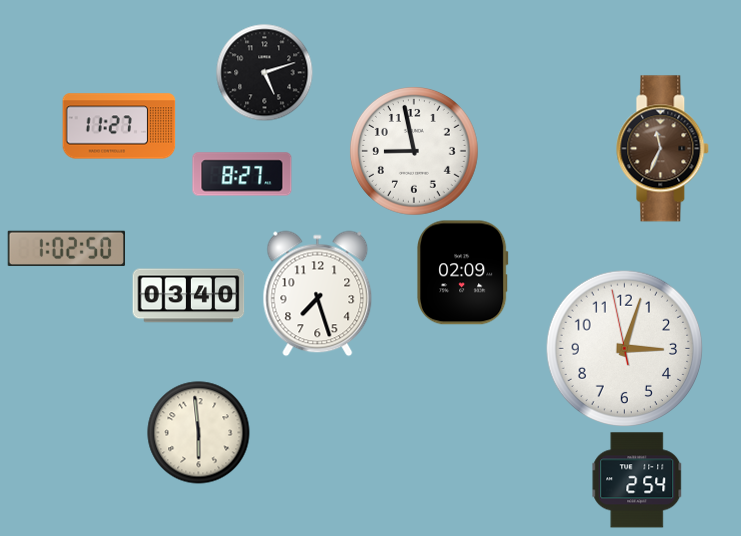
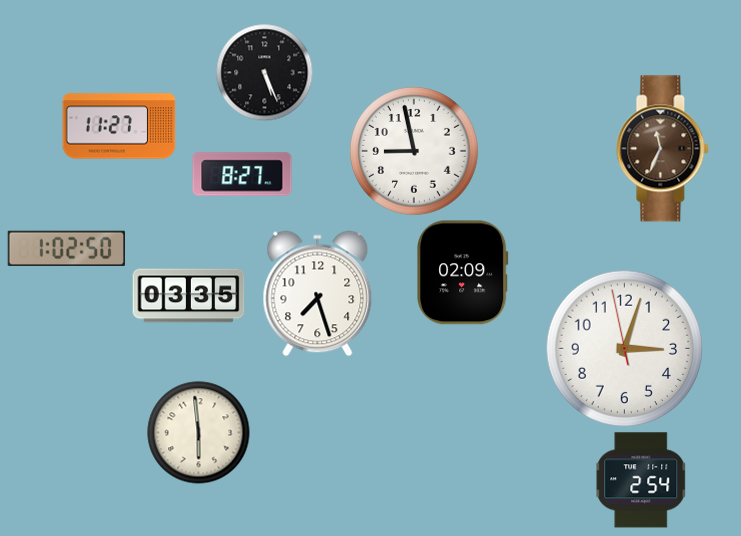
clock at (264, 72): 5:12 -> 5:26
clock at (189, 296): 03:40 -> 03:35
clock at (637, 480) position: (637, 480) -> (641, 480)
